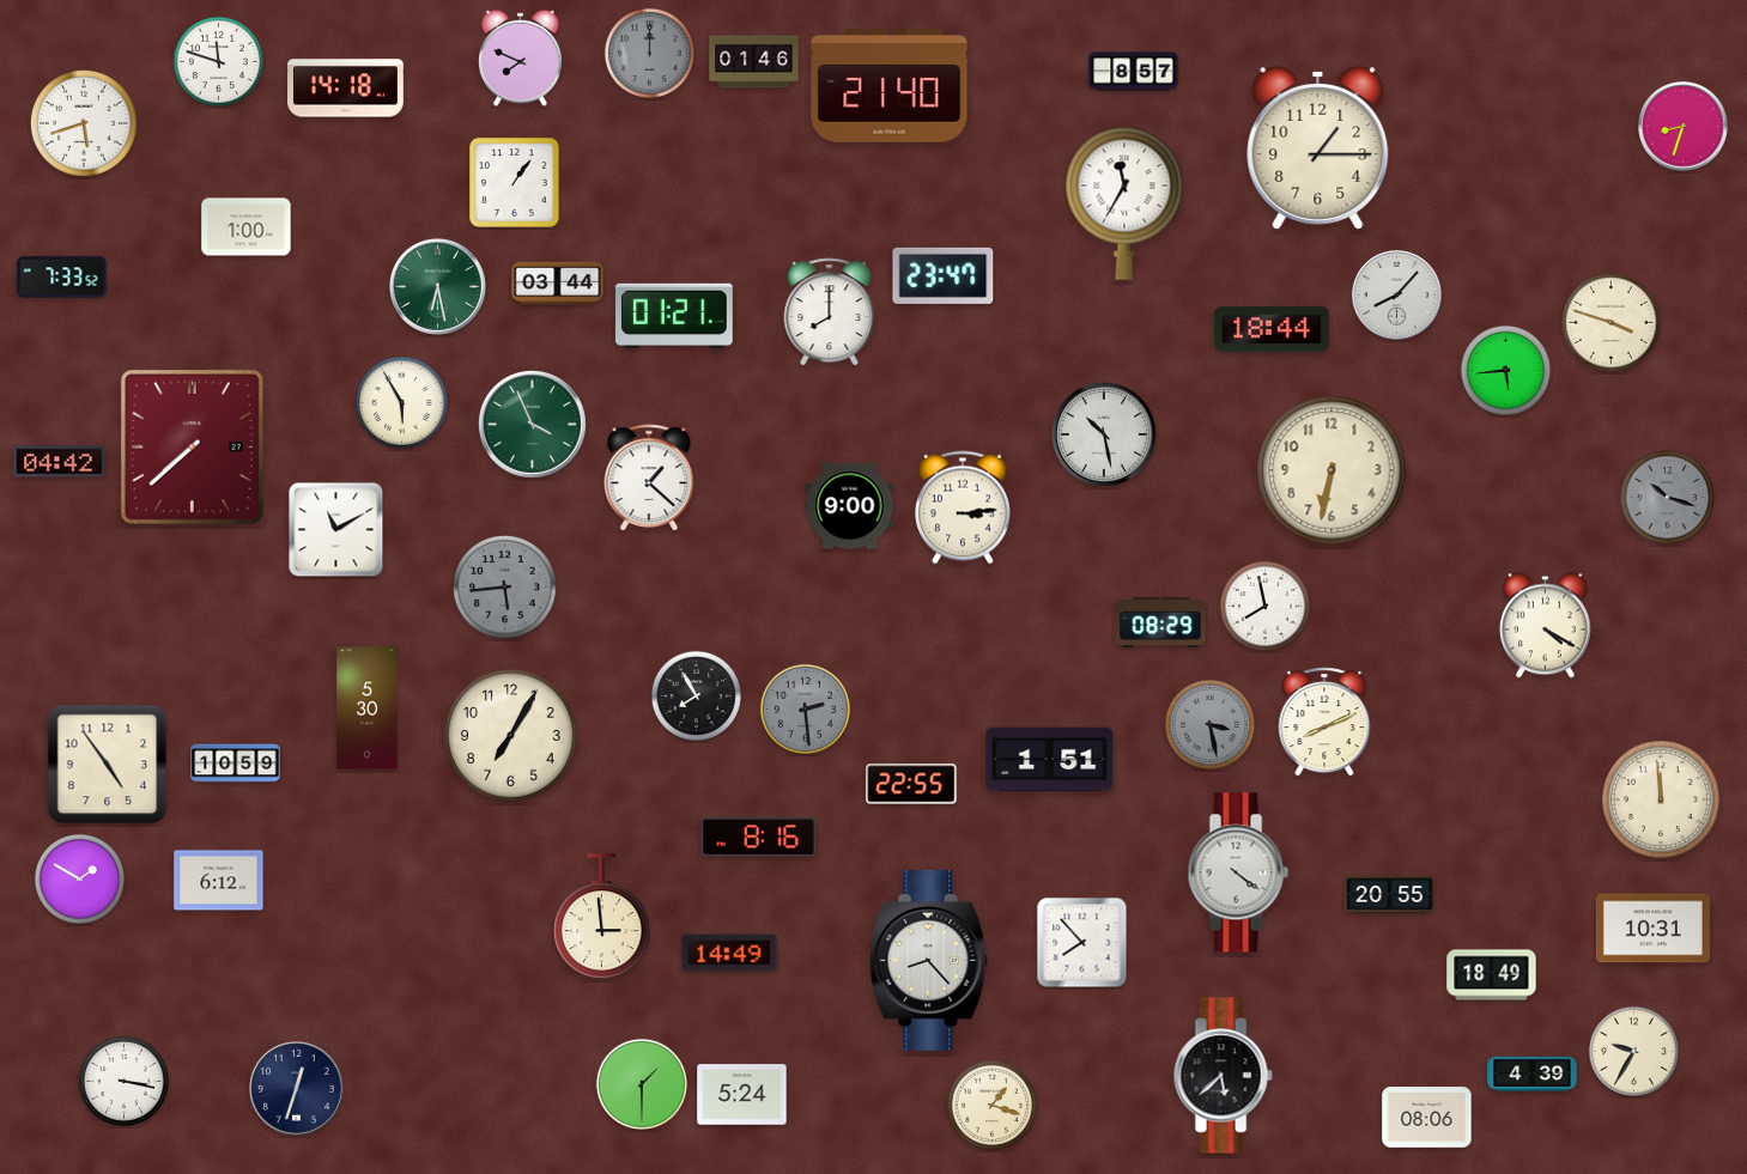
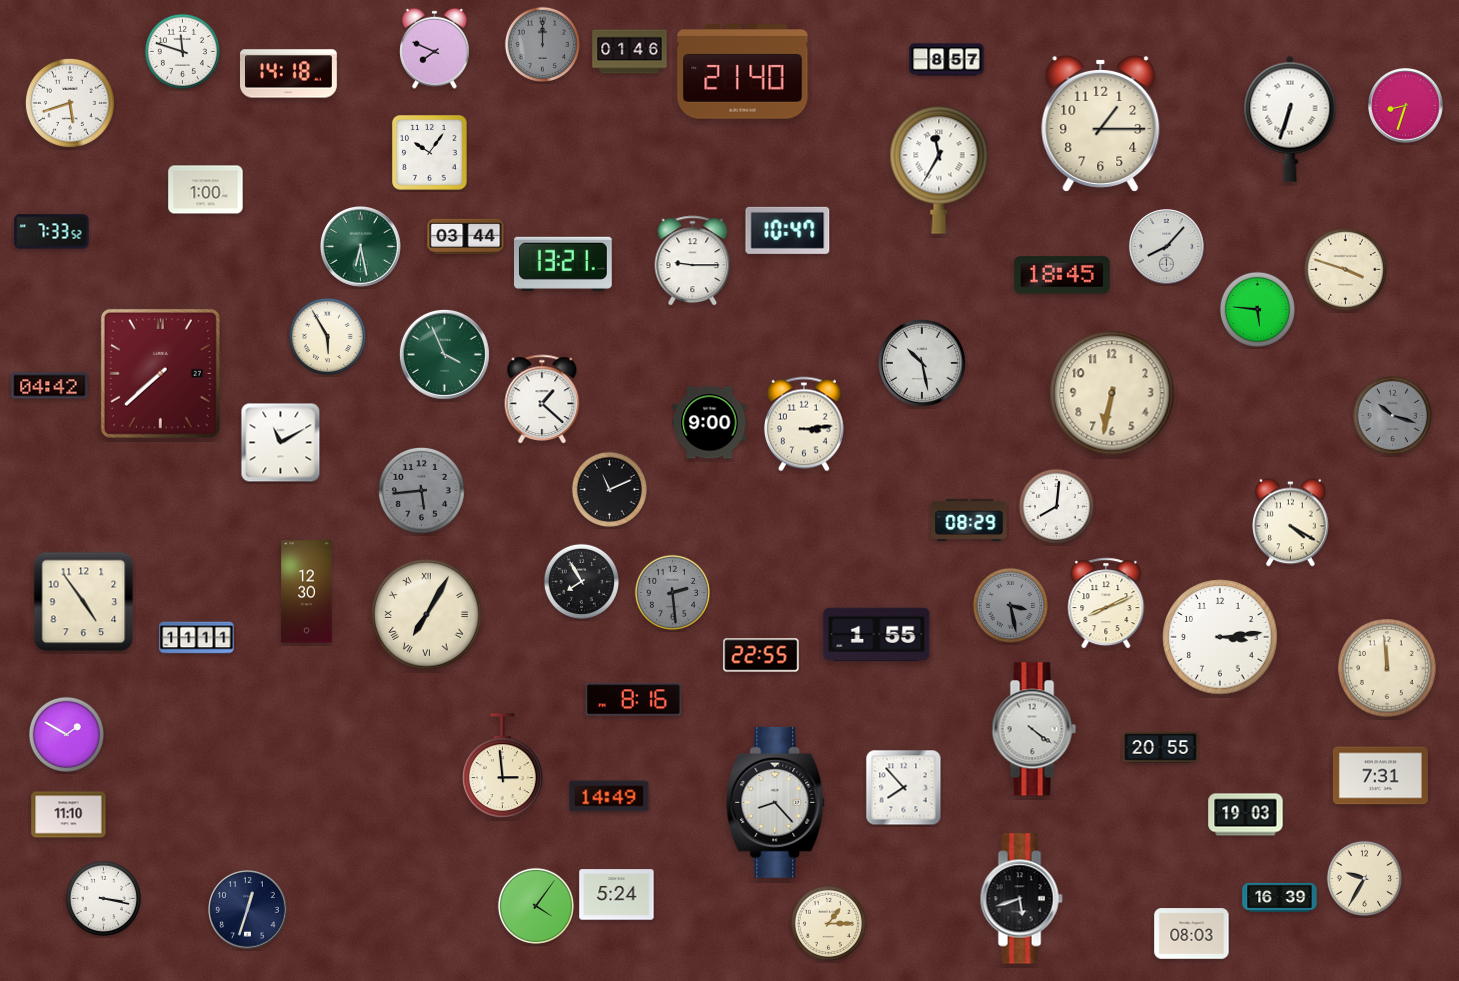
clock at (1290, 119): none -> 6:33
clock at (515, 183): 1:06 -> 10:06
clock at (944, 275): 23:47 -> 10:47
clock at (438, 287) position: (438, 287) -> (361, 247)
clock at (830, 312): 8:00 -> 9:15
clock at (675, 316): 01:21 -> 13:21
clock at (1272, 329): 18:44 -> 18:45
clock at (1505, 370): 5:44 -> 5:46
clock at (401, 402) position: (401, 402) -> (327, 336)
clock at (609, 489): none -> 11:11
clock at (1264, 606): 7:58 -> 8:01
clock at (368, 708): 5:30 -> 12:30
clock at (511, 736) numerals: Arabic -> Roman
clock at (1050, 760): 1:51 -> 1:55
clock at (1220, 637): none -> 3:14
clock at (236, 764): 10:59 -> 11:11
clock at (108, 765) position: (108, 765) -> (84, 602)
clock at (219, 881): 6:12 -> none
clock at (1652, 929): 10:31 -> 7:31
clock at (69, 815): none -> 11:10
clock at (1492, 975): 18:49 -> 19:03
clock at (1533, 1073): 4:39 -> 16:39
clock at (1223, 1076): 5:38 -> 5:42
clock at (123, 1081) position: (123, 1081) -> (103, 898)
clock at (642, 1084): 1:30 -> 4:06
clock at (742, 1095) position: (742, 1095) -> (617, 895)
clock at (991, 1105): 1:18 -> 1:15
clock at (1427, 1118): 08:06 -> 08:03
